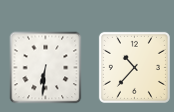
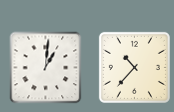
clock at (46, 68): 6:31 -> 1:01
